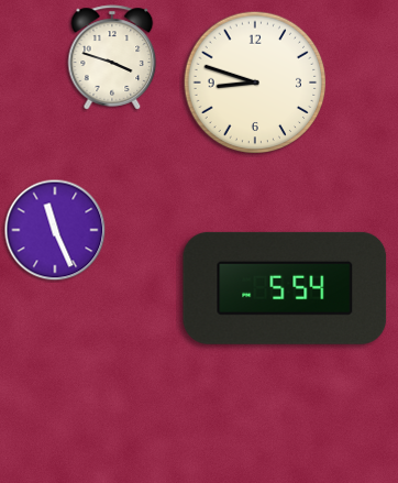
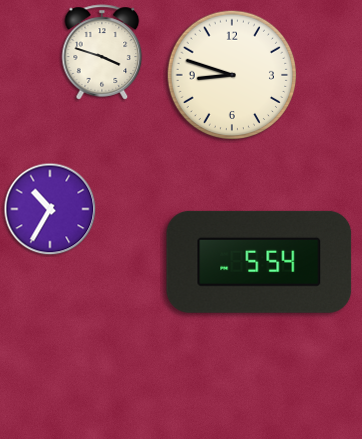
clock at (55, 230): 11:26 -> 10:35
